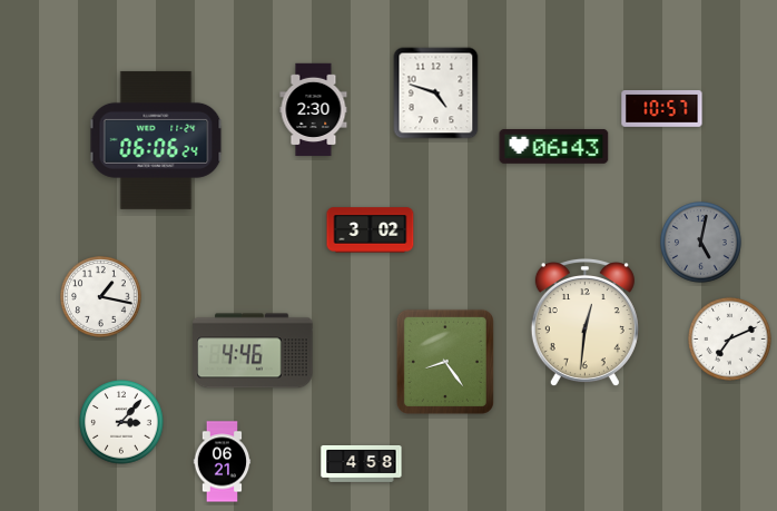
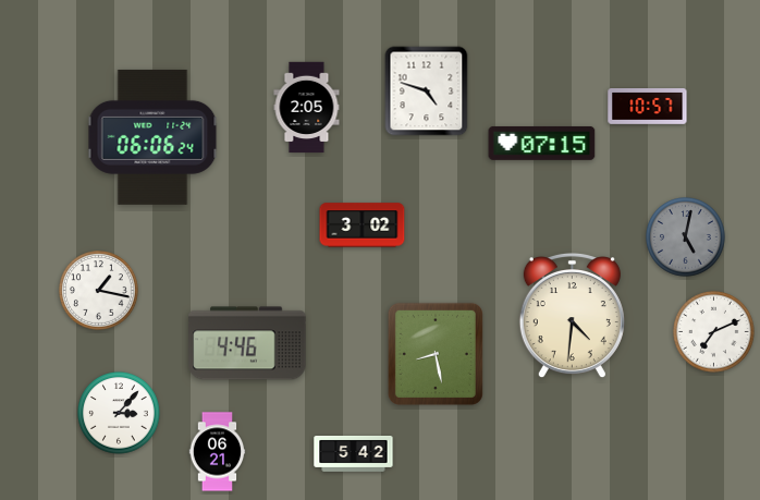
clock at (314, 110): 2:30 -> 2:05
clock at (554, 146): 06:43 -> 07:15
clock at (584, 323): 12:31 -> 4:31
clock at (445, 362): 8:24 -> 8:28
clock at (362, 464): 4:58 -> 5:42
